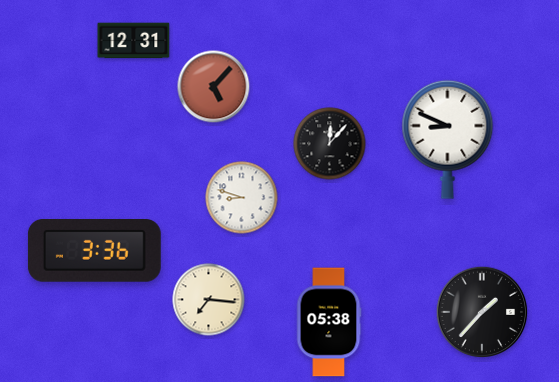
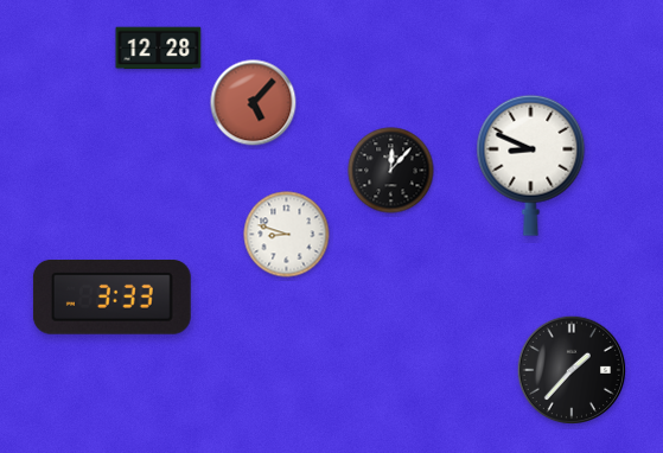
clock at (134, 41): 12:31 -> 12:28
clock at (94, 251): 3:36 -> 3:33
clock at (209, 300): 7:16 -> none
clock at (329, 322): 05:38 -> none
